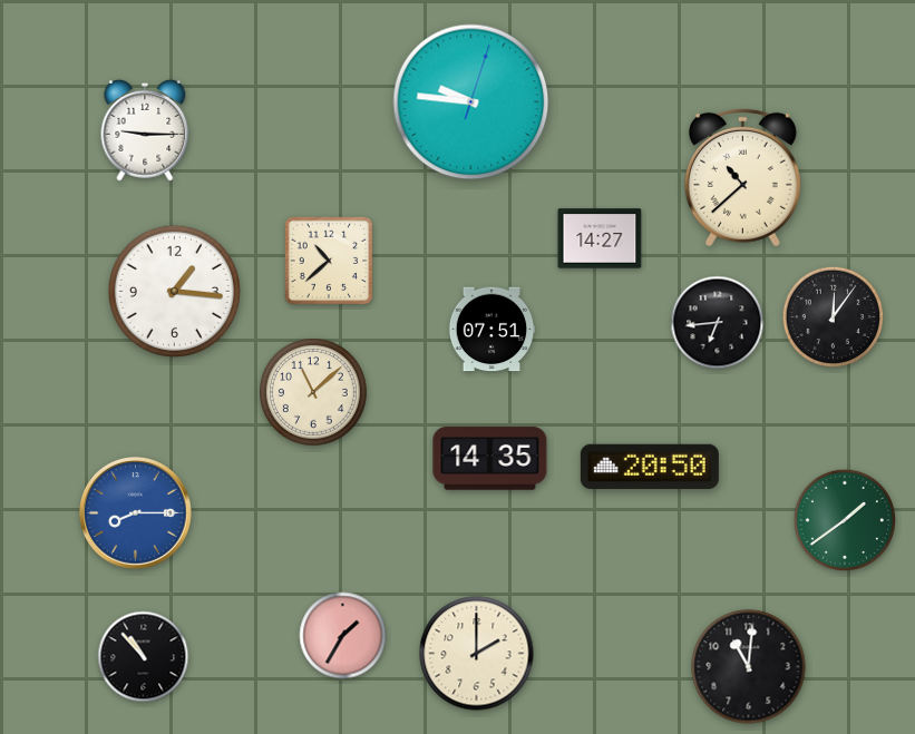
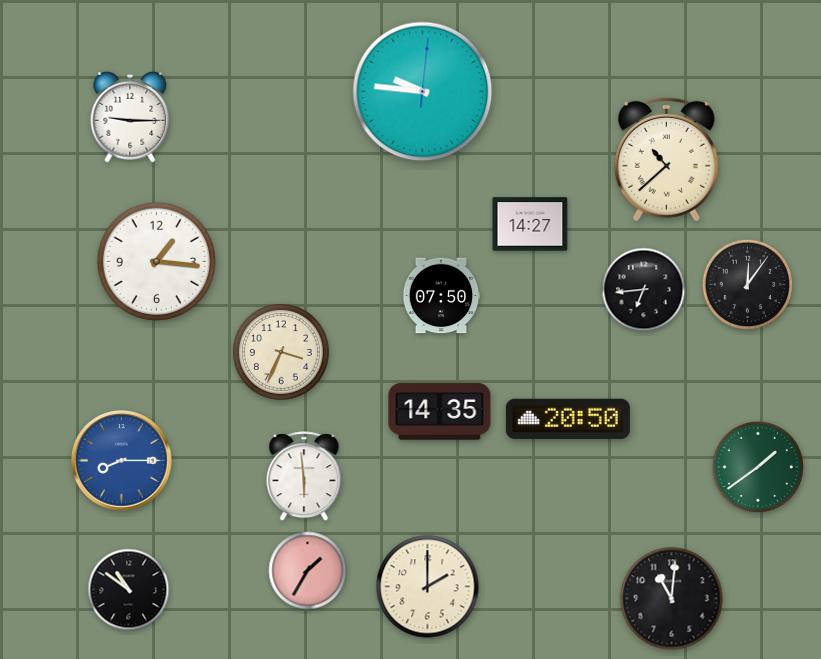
clock at (471, 102): 9:46:03 -> 9:46:01
clock at (600, 238) position: (600, 238) -> (530, 224)
clock at (329, 261): 10:38 -> none
clock at (491, 330): 07:51 -> 07:50
clock at (314, 393): 11:08 -> 3:34
clock at (650, 466) position: (650, 466) -> (568, 418)
clock at (304, 477): none -> 5:59
clock at (144, 657): 10:53 -> 10:51
